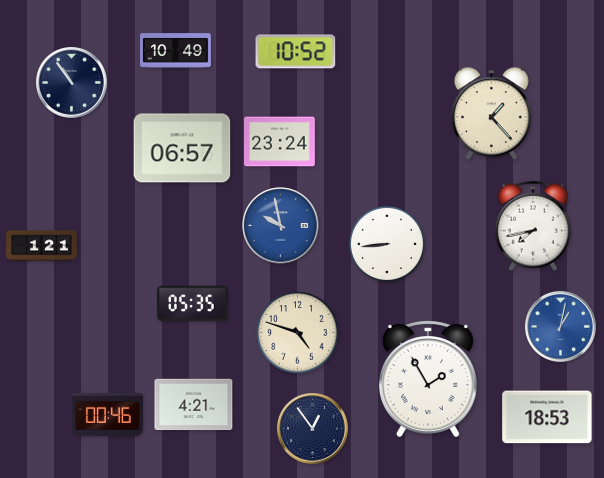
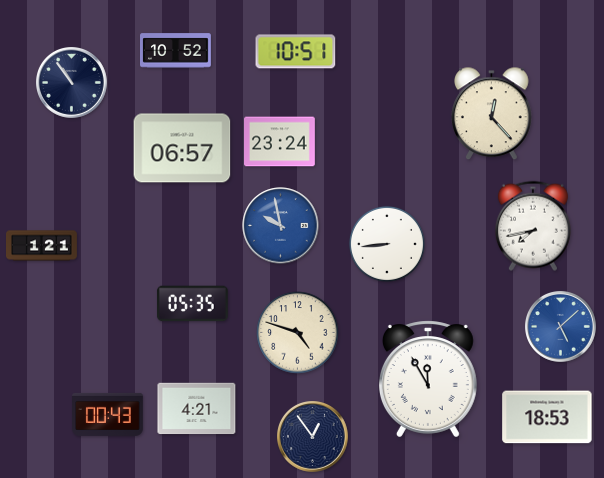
clock at (176, 51): 10:49 -> 10:52
clock at (296, 52): 10:52 -> 10:51
clock at (492, 114): 1:23 -> 12:23
clock at (561, 327): 1:02 -> 5:08
clock at (428, 379): 1:55 -> 11:55
clock at (194, 405) position: (194, 405) -> (197, 409)
clock at (108, 414): 00:46 -> 00:43
clock at (313, 429) position: (313, 429) -> (313, 437)
